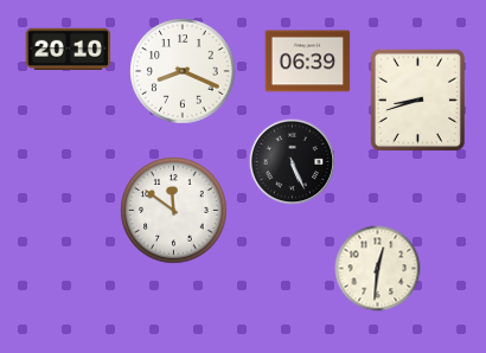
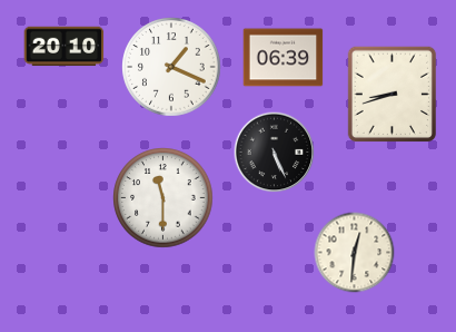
clock at (308, 62) position: (308, 62) -> (284, 58)
clock at (183, 71): 8:19 -> 1:19
clock at (174, 211): 11:51 -> 11:30
